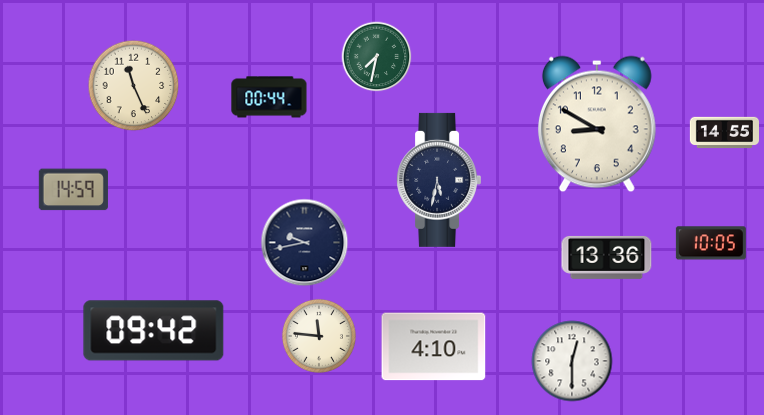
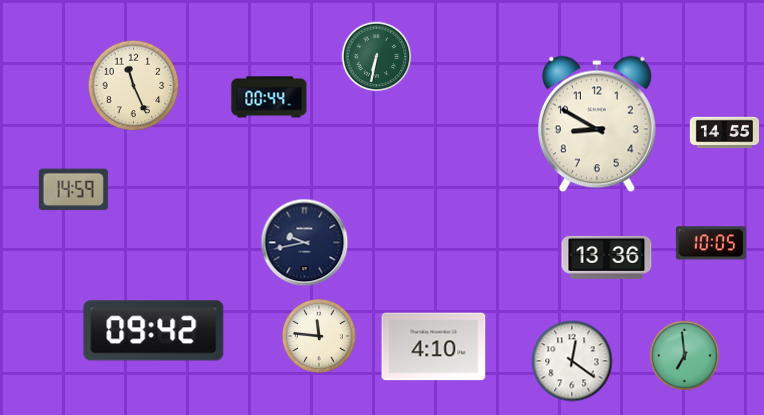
clock at (377, 57): 7:32 -> 6:32
clock at (438, 180): 5:32 -> none
clock at (685, 356): none -> 6:59
clock at (572, 361): 12:30 -> 12:21
